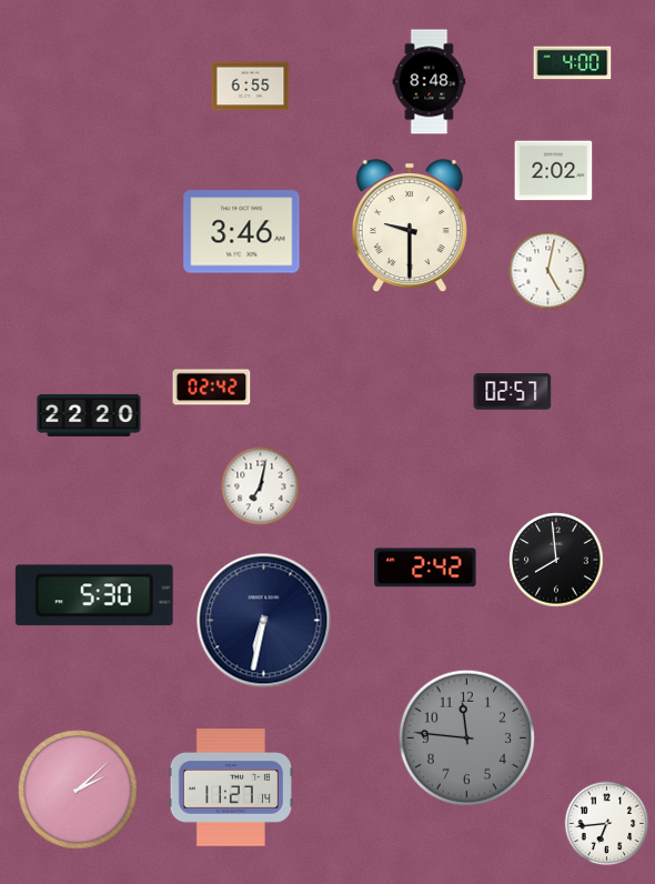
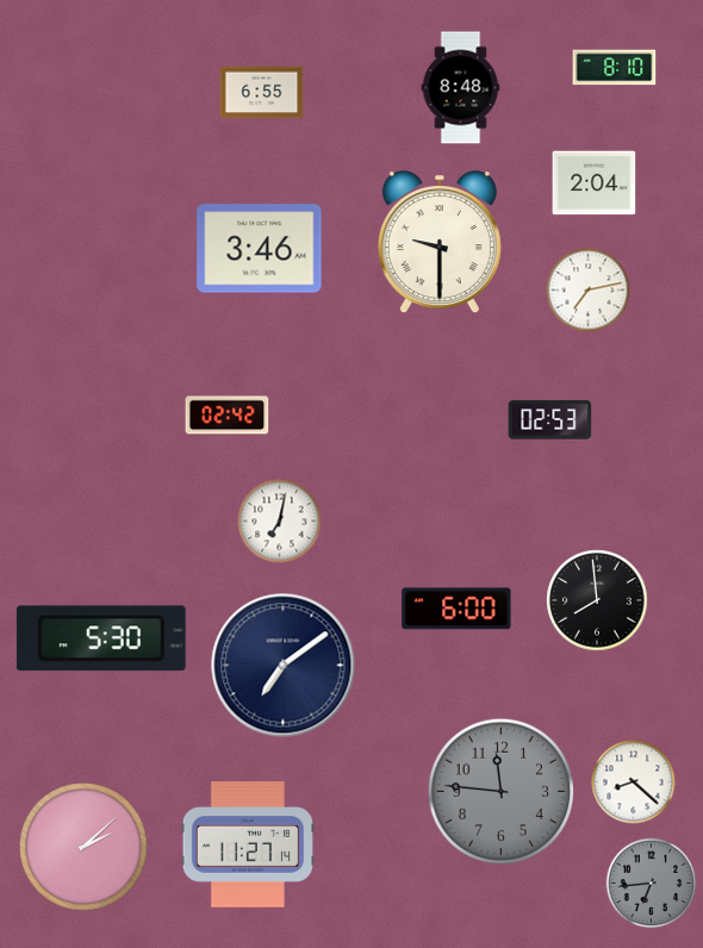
clock at (573, 63): 4:00 -> 8:10
clock at (251, 87) position: (251, 87) -> (262, 93)
clock at (554, 171): 2:02 -> 2:04
clock at (548, 271): 5:02 -> 7:13
clock at (513, 392): 02:57 -> 02:53
clock at (89, 415): 22:20 -> none
clock at (425, 567): 2:42 -> 6:00
clock at (264, 621): 6:32 -> 7:09
clock at (634, 782): none -> 8:22
clock at (607, 824) dial: white -> grey
